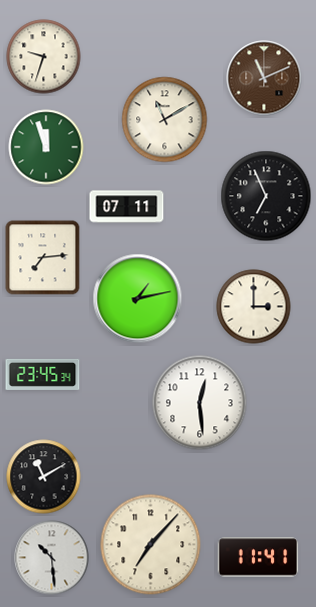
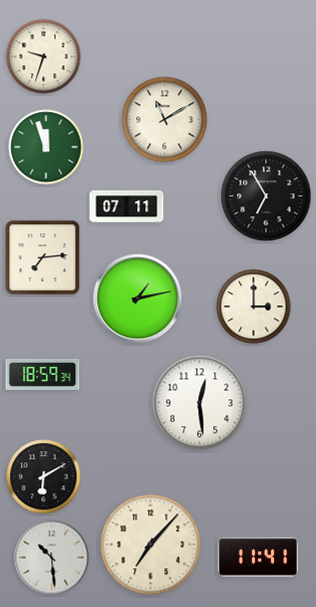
clock at (264, 78): 11:11 -> none
clock at (266, 196): 6:56 -> 6:55
clock at (43, 374): 23:45 -> 18:59
clock at (44, 477): 11:10 -> 6:10
